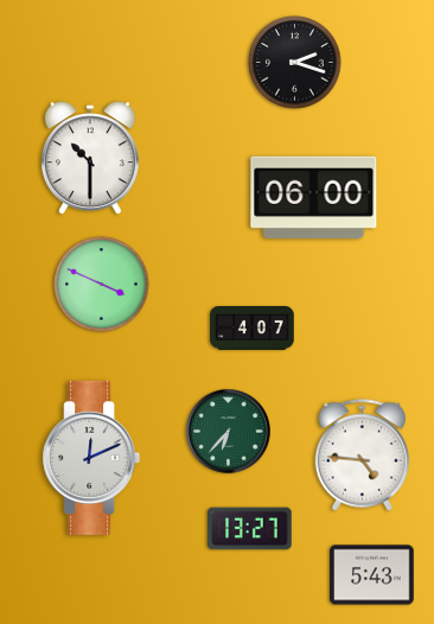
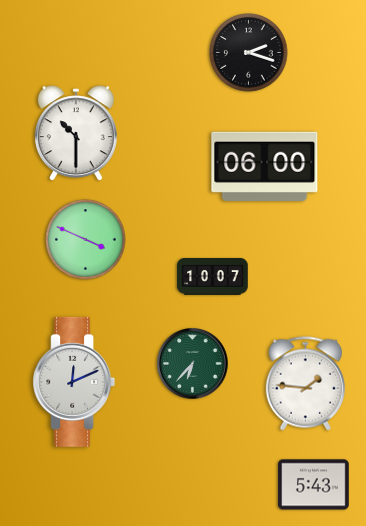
clock at (253, 329): 4:07 -> 10:07
clock at (362, 456): 4:46 -> 1:46
clock at (91, 458) position: (91, 458) -> (74, 382)
clock at (250, 529): 13:27 -> none
